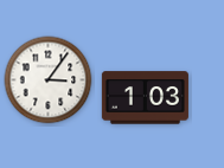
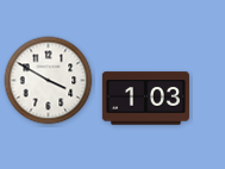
clock at (49, 80): 3:06 -> 3:50
